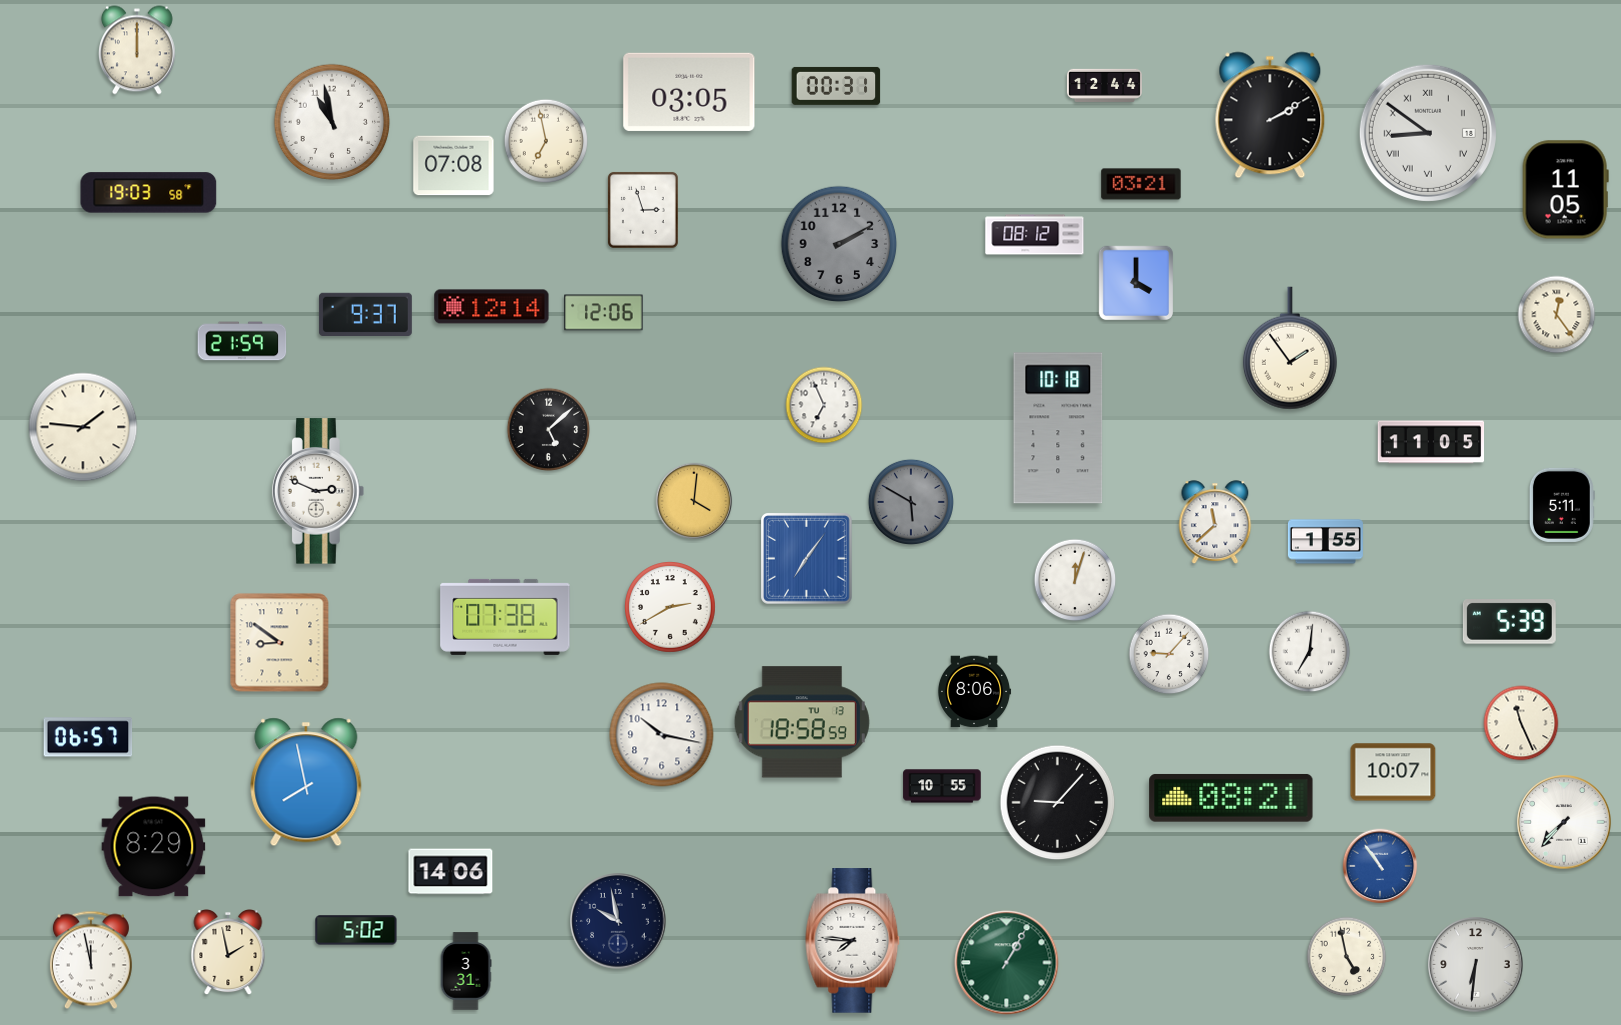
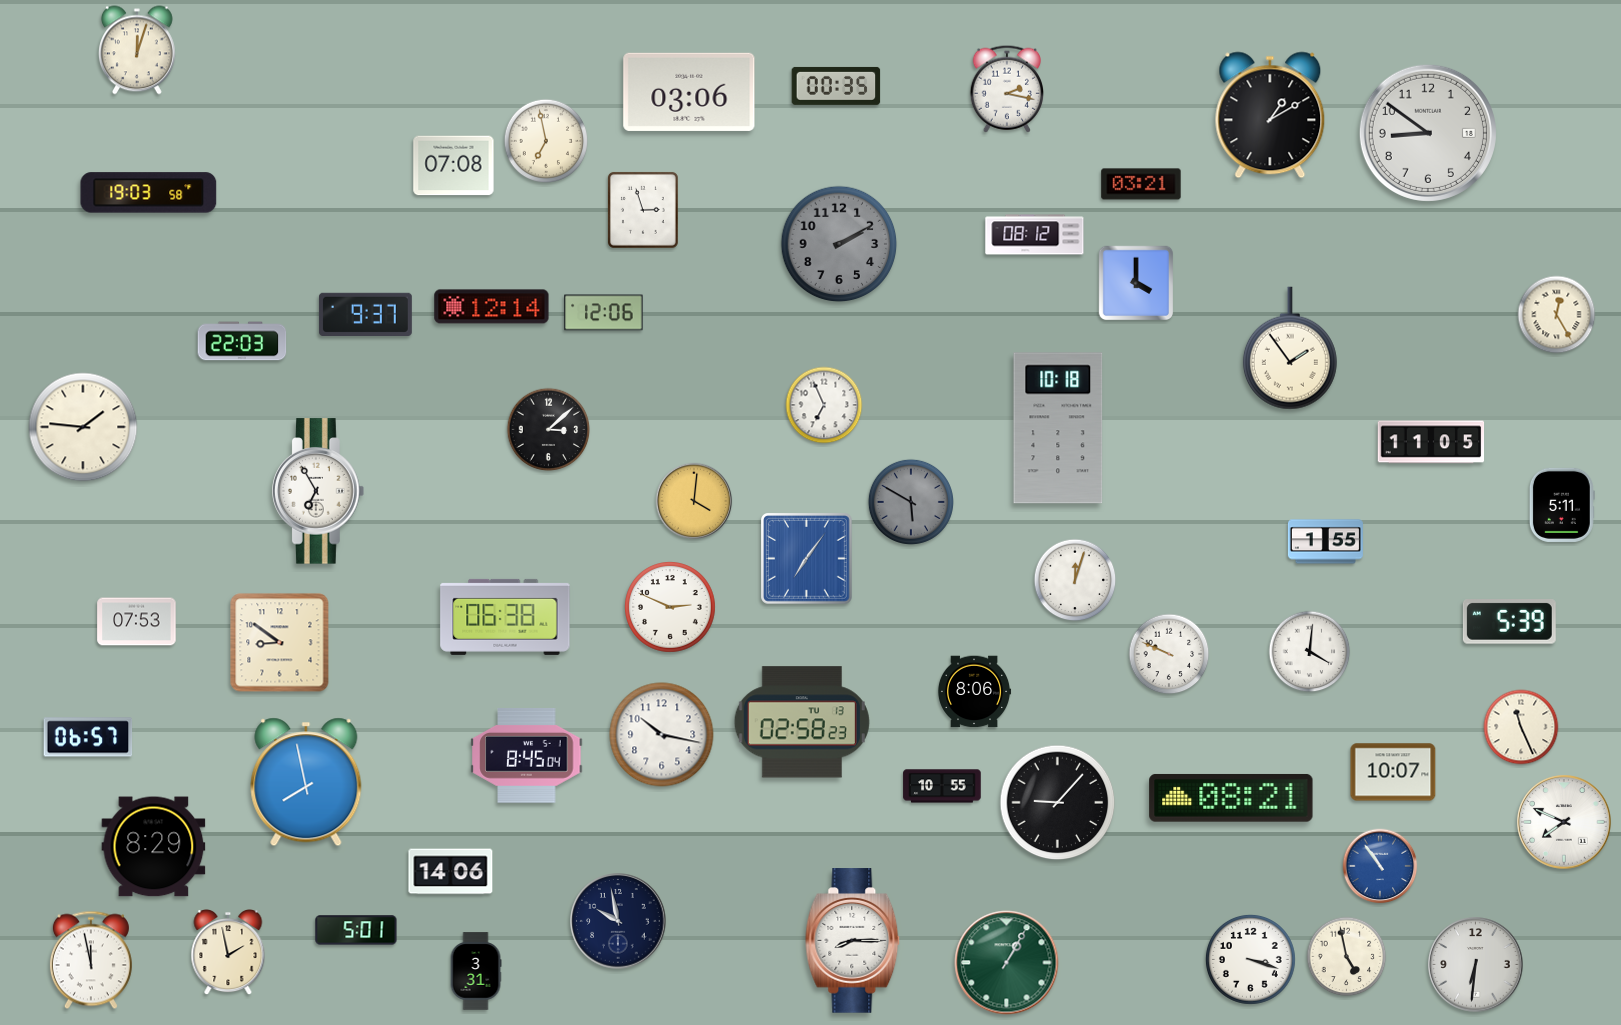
clock at (137, 50): 12:00 -> 12:03
clock at (1104, 85): 12:44 -> none
clock at (836, 86): 00:31 -> 00:35
clock at (1006, 89): none -> 2:17
clock at (689, 92): 03:05 -> 03:06
clock at (1270, 115): 2:10 -> 1:10
clock at (332, 122): 10:58 -> none
clock at (1428, 133) numerals: Roman -> Arabic
clock at (1565, 190): 11:05 -> none
clock at (1557, 315): 12:24 -> 12:25
clock at (242, 341): 21:59 -> 22:03
clock at (549, 430): 5:08 -> 3:08
clock at (319, 491): 2:49 -> 6:55
clock at (1215, 522): 11:38 -> none
clock at (671, 608): 2:40 -> 2:49
clock at (505, 617): 07:38 -> 06:38
clock at (137, 622): none -> 07:53
clock at (1310, 652): 7:01 -> 4:01
clock at (1169, 654): 9:07 -> 9:49
clock at (802, 722): 18:58 -> 02:58
clock at (1521, 723) position: (1521, 723) -> (1521, 727)
clock at (527, 756): none -> 8:45
clock at (1564, 822): 7:37 -> 7:49
clock at (356, 930): 5:02 -> 5:01
clock at (853, 941): 7:46 -> 8:15
clock at (1250, 959): none -> 3:18
clock at (466, 971) position: (466, 971) -> (476, 971)
